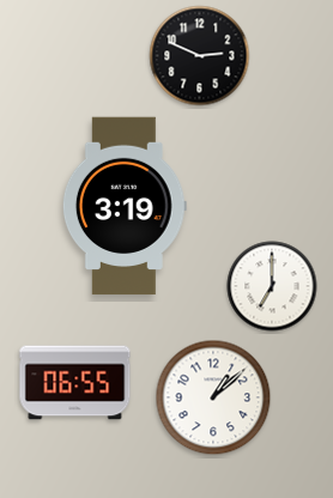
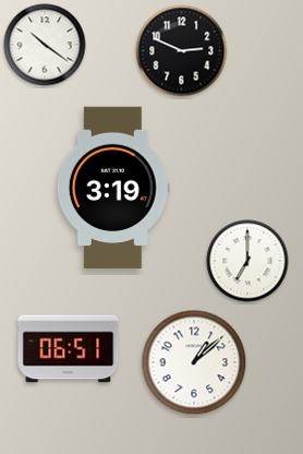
clock at (45, 45): none -> 10:21
clock at (75, 383): 06:55 -> 06:51
